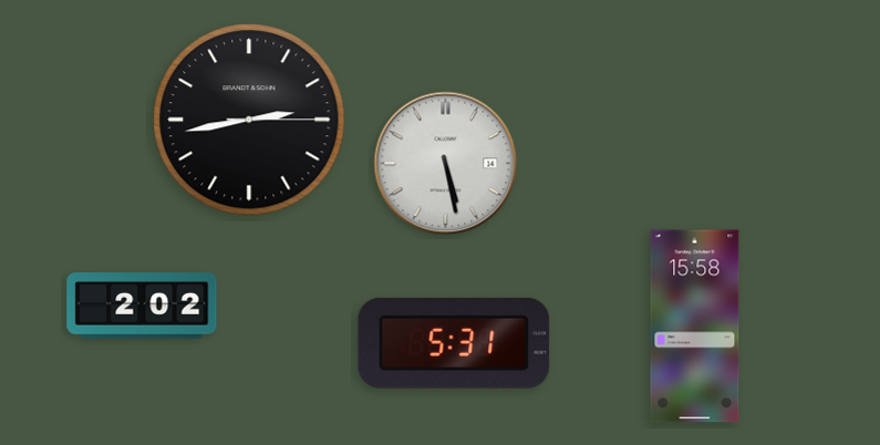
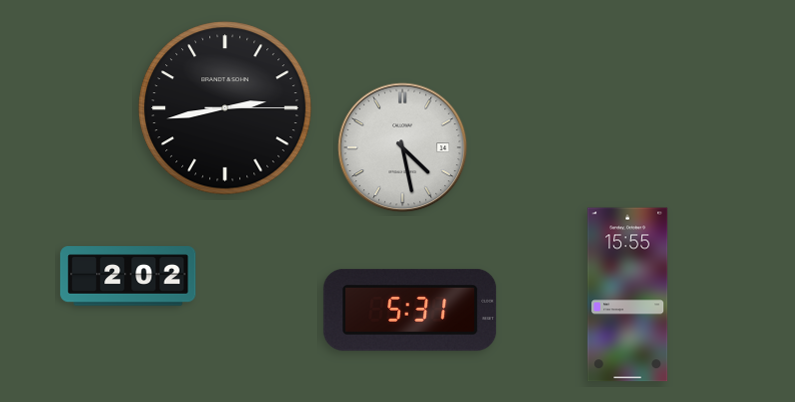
clock at (446, 164): 5:28 -> 4:28
clock at (695, 327): 15:58 -> 15:55
